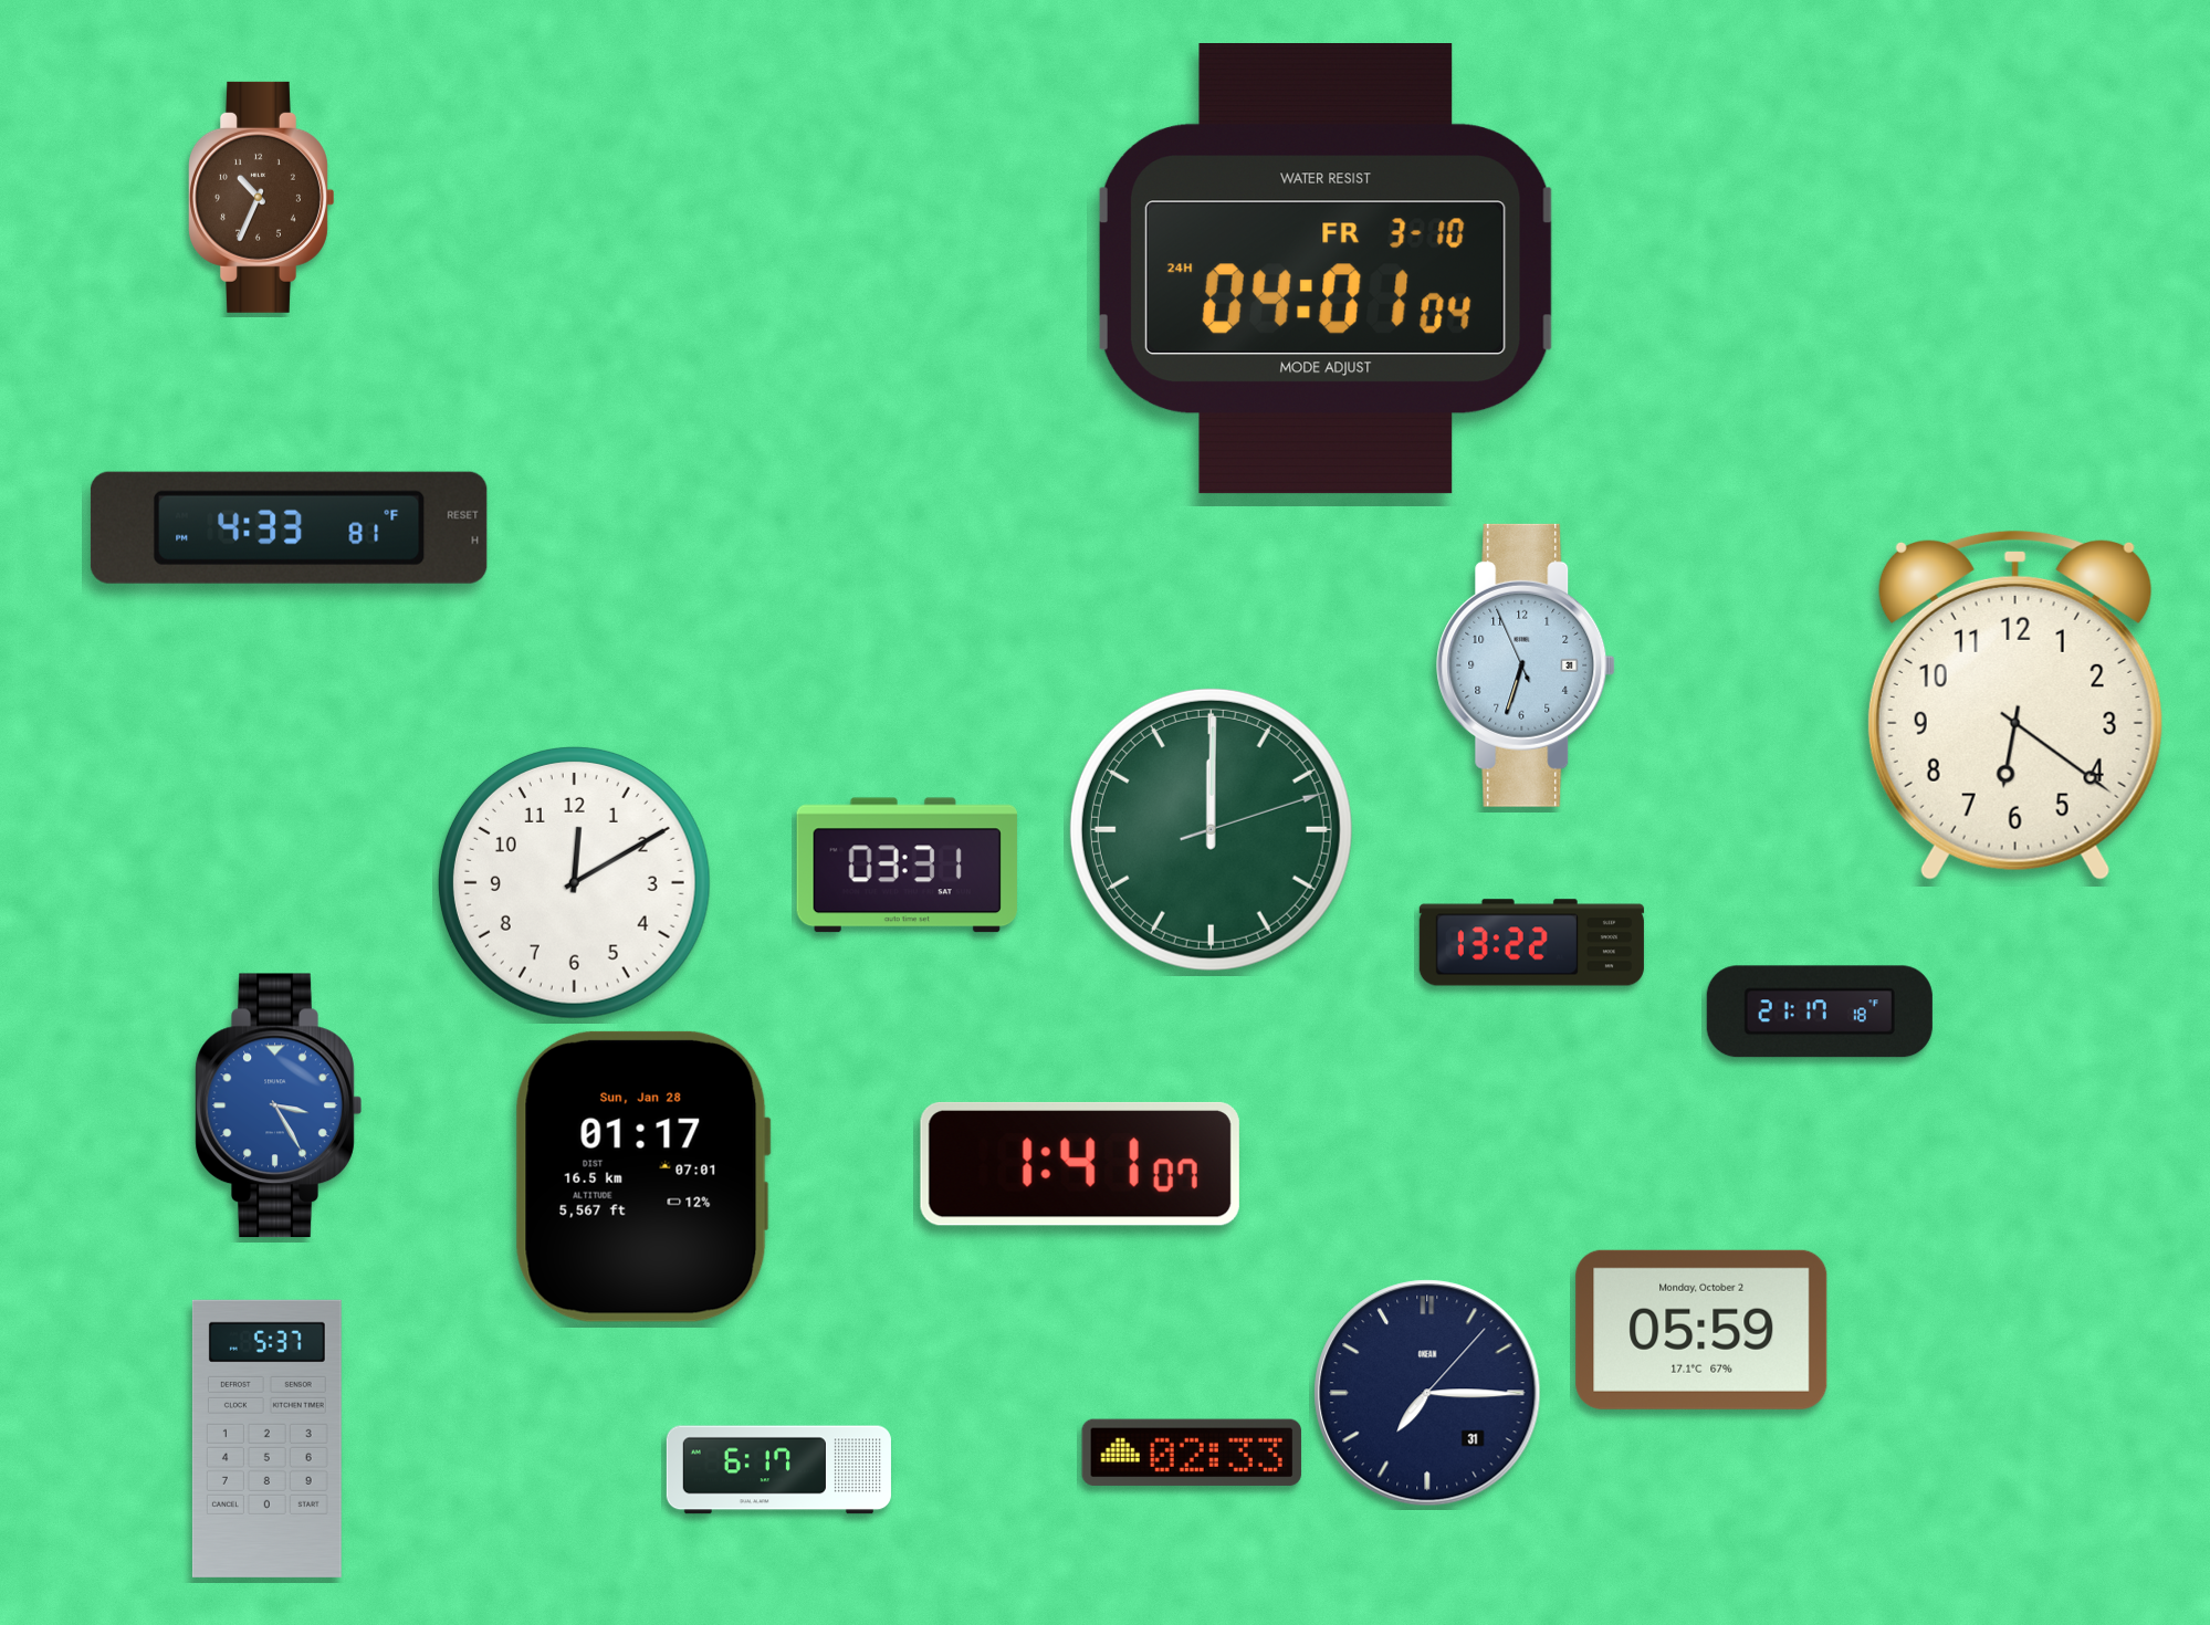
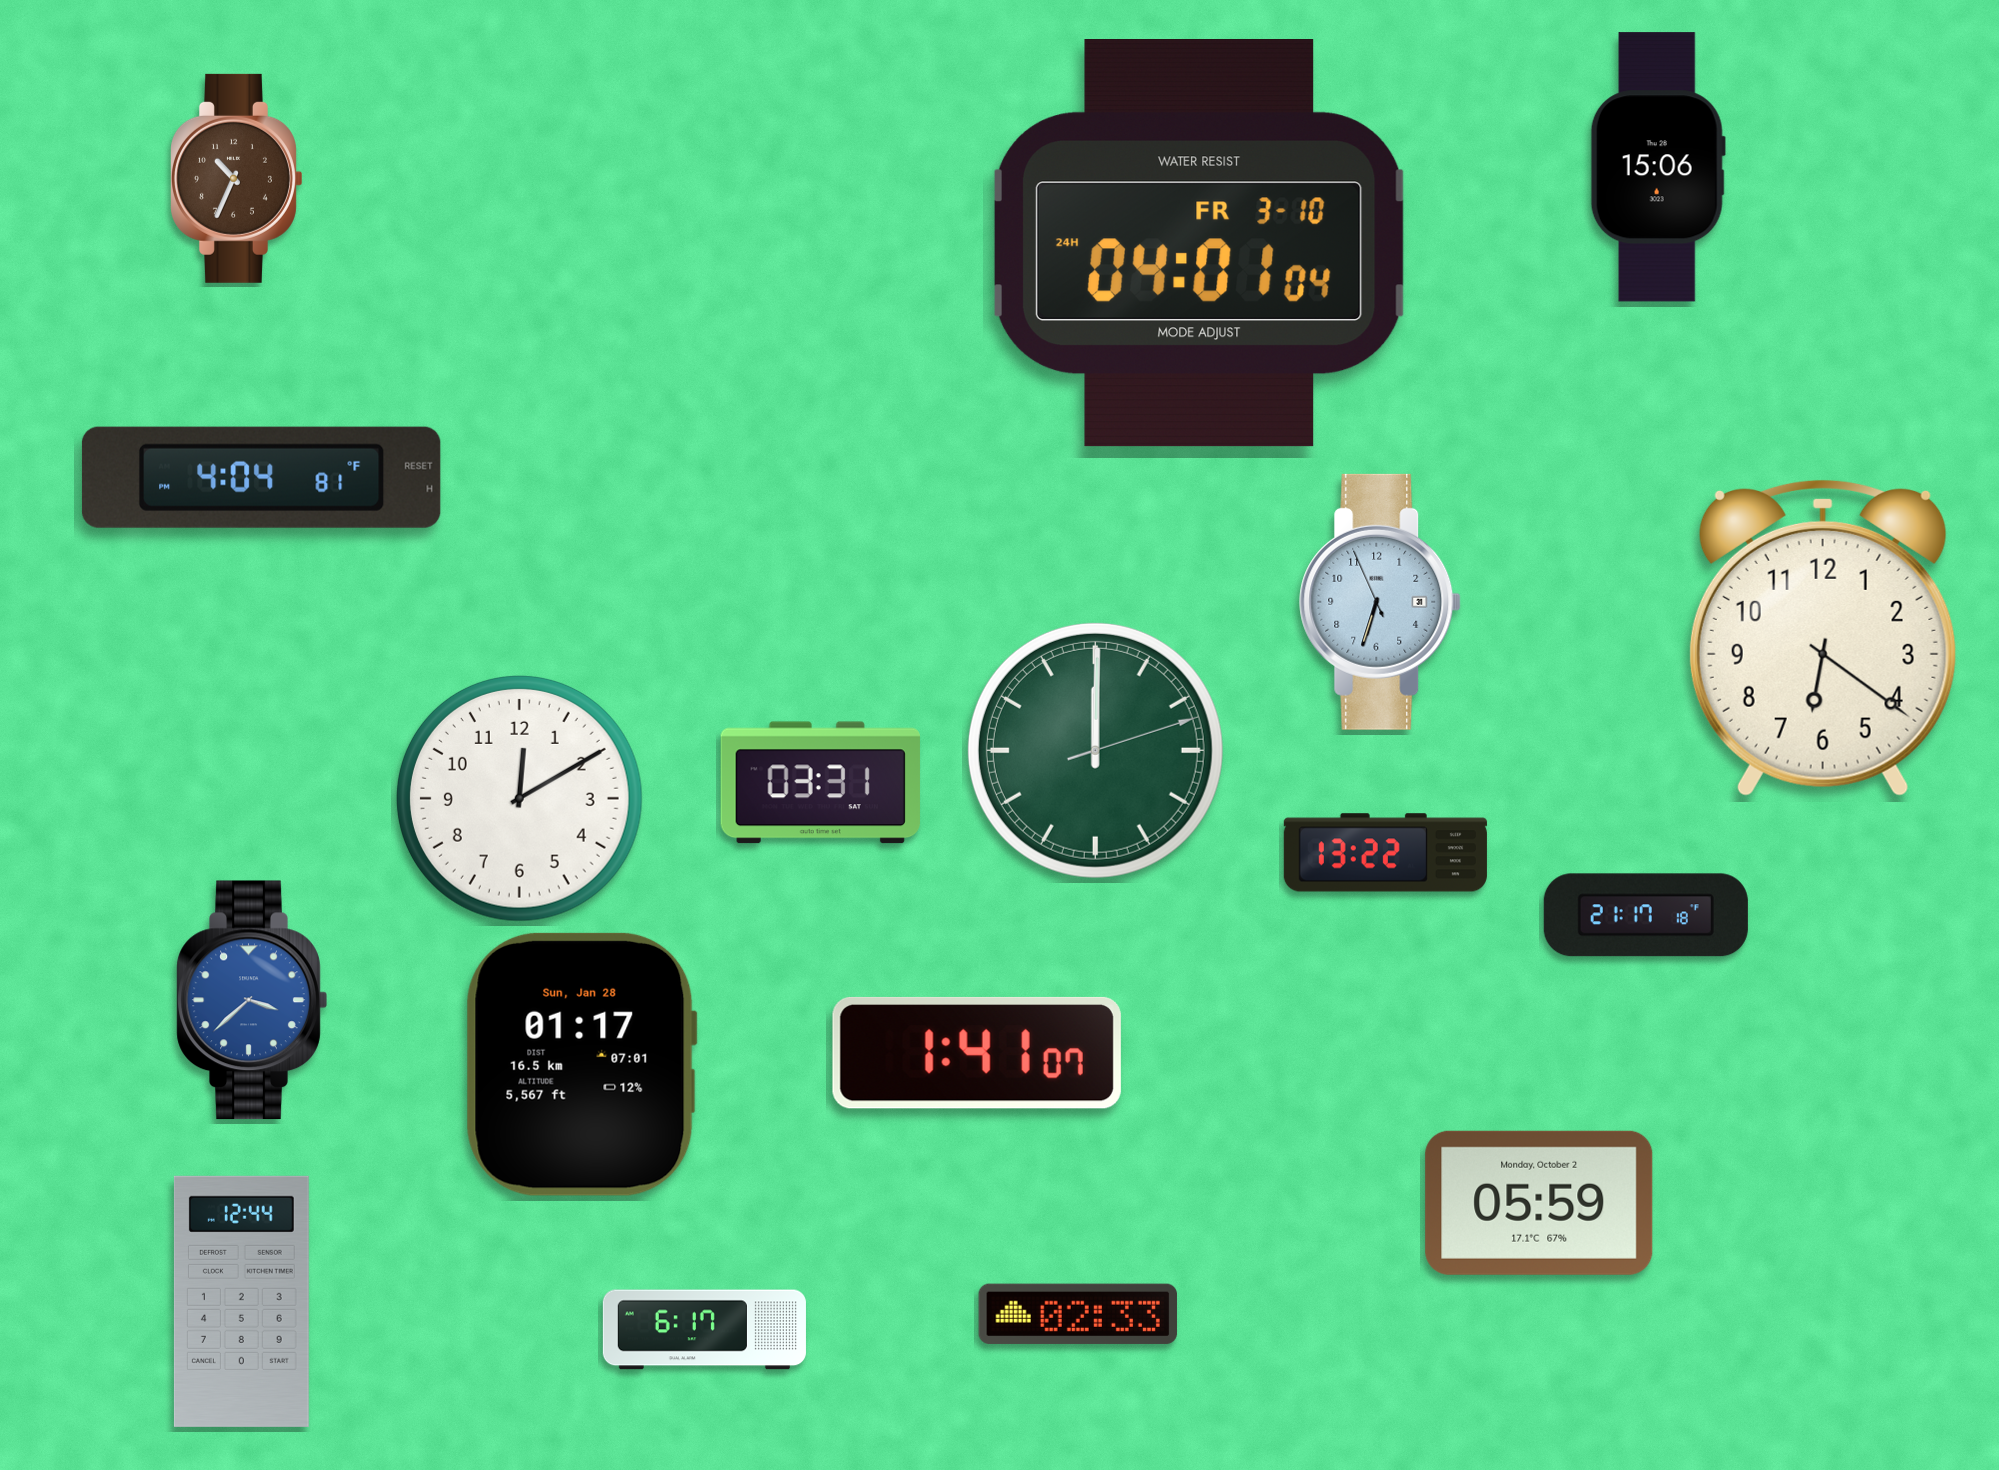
clock at (1658, 167): none -> 15:06
clock at (289, 527): 4:33 -> 4:04
clock at (279, 1105): 3:25 -> 3:38
clock at (1427, 1393): 7:15 -> none
clock at (266, 1438): 5:37 -> 12:44
